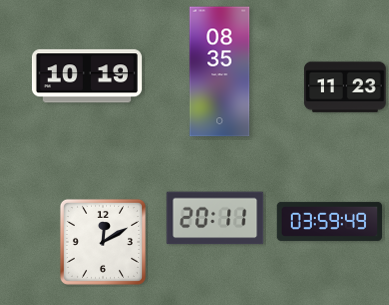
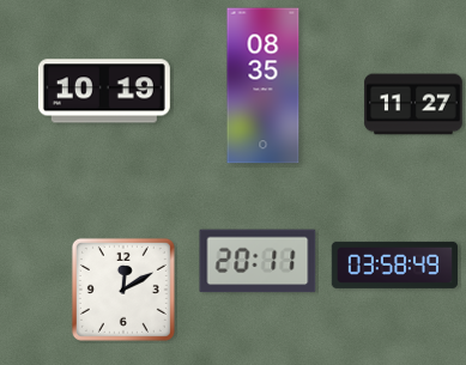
clock at (345, 87): 11:23 -> 11:27
clock at (329, 221): 03:59 -> 03:58
